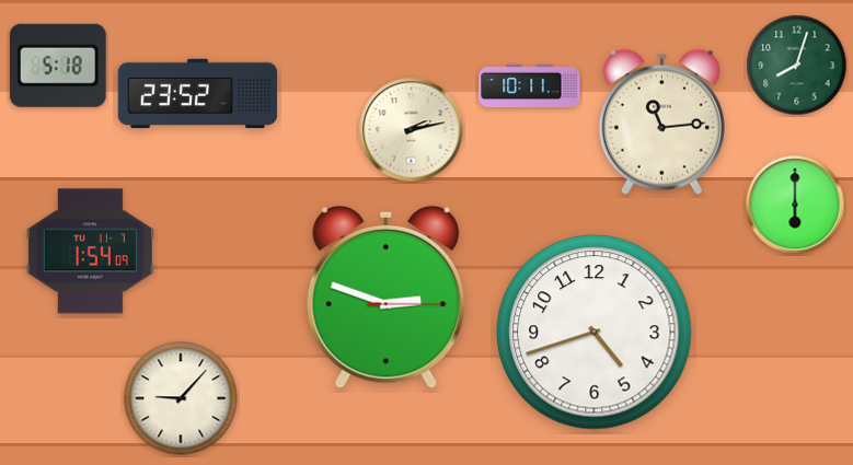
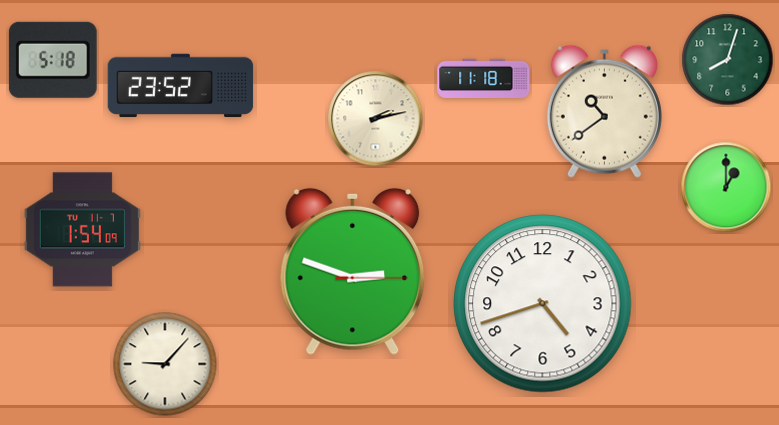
clock at (530, 85): 10:11 -> 11:18
clock at (661, 121): 11:14 -> 10:39
clock at (795, 205): 6:00 -> 1:00
